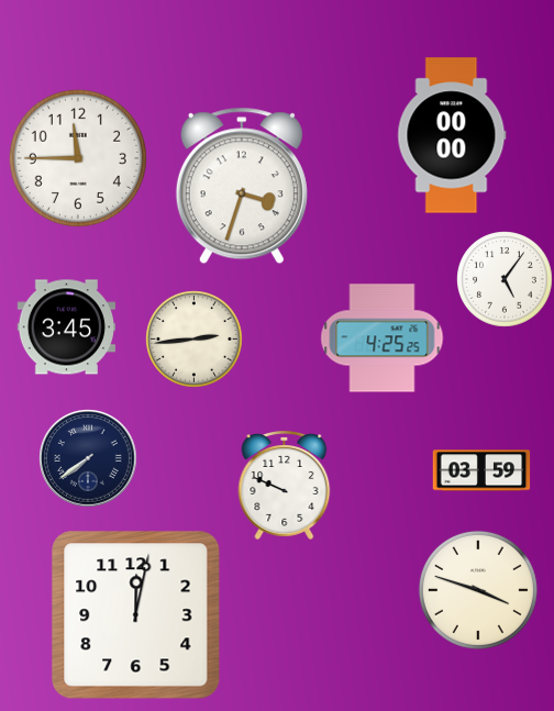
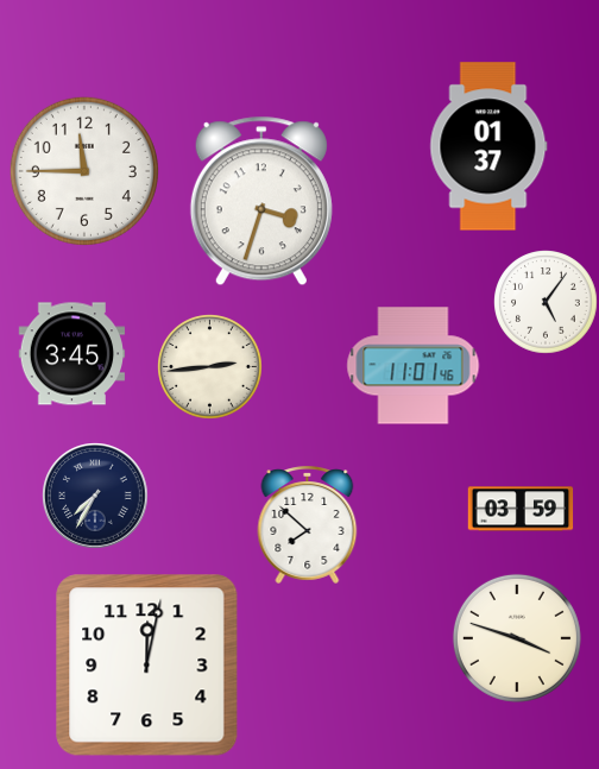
clock at (452, 135): 00:00 -> 01:37
clock at (383, 338): 4:25 -> 11:01
clock at (88, 458): 7:39 -> 7:35
clock at (285, 485): 9:49 -> 7:52
